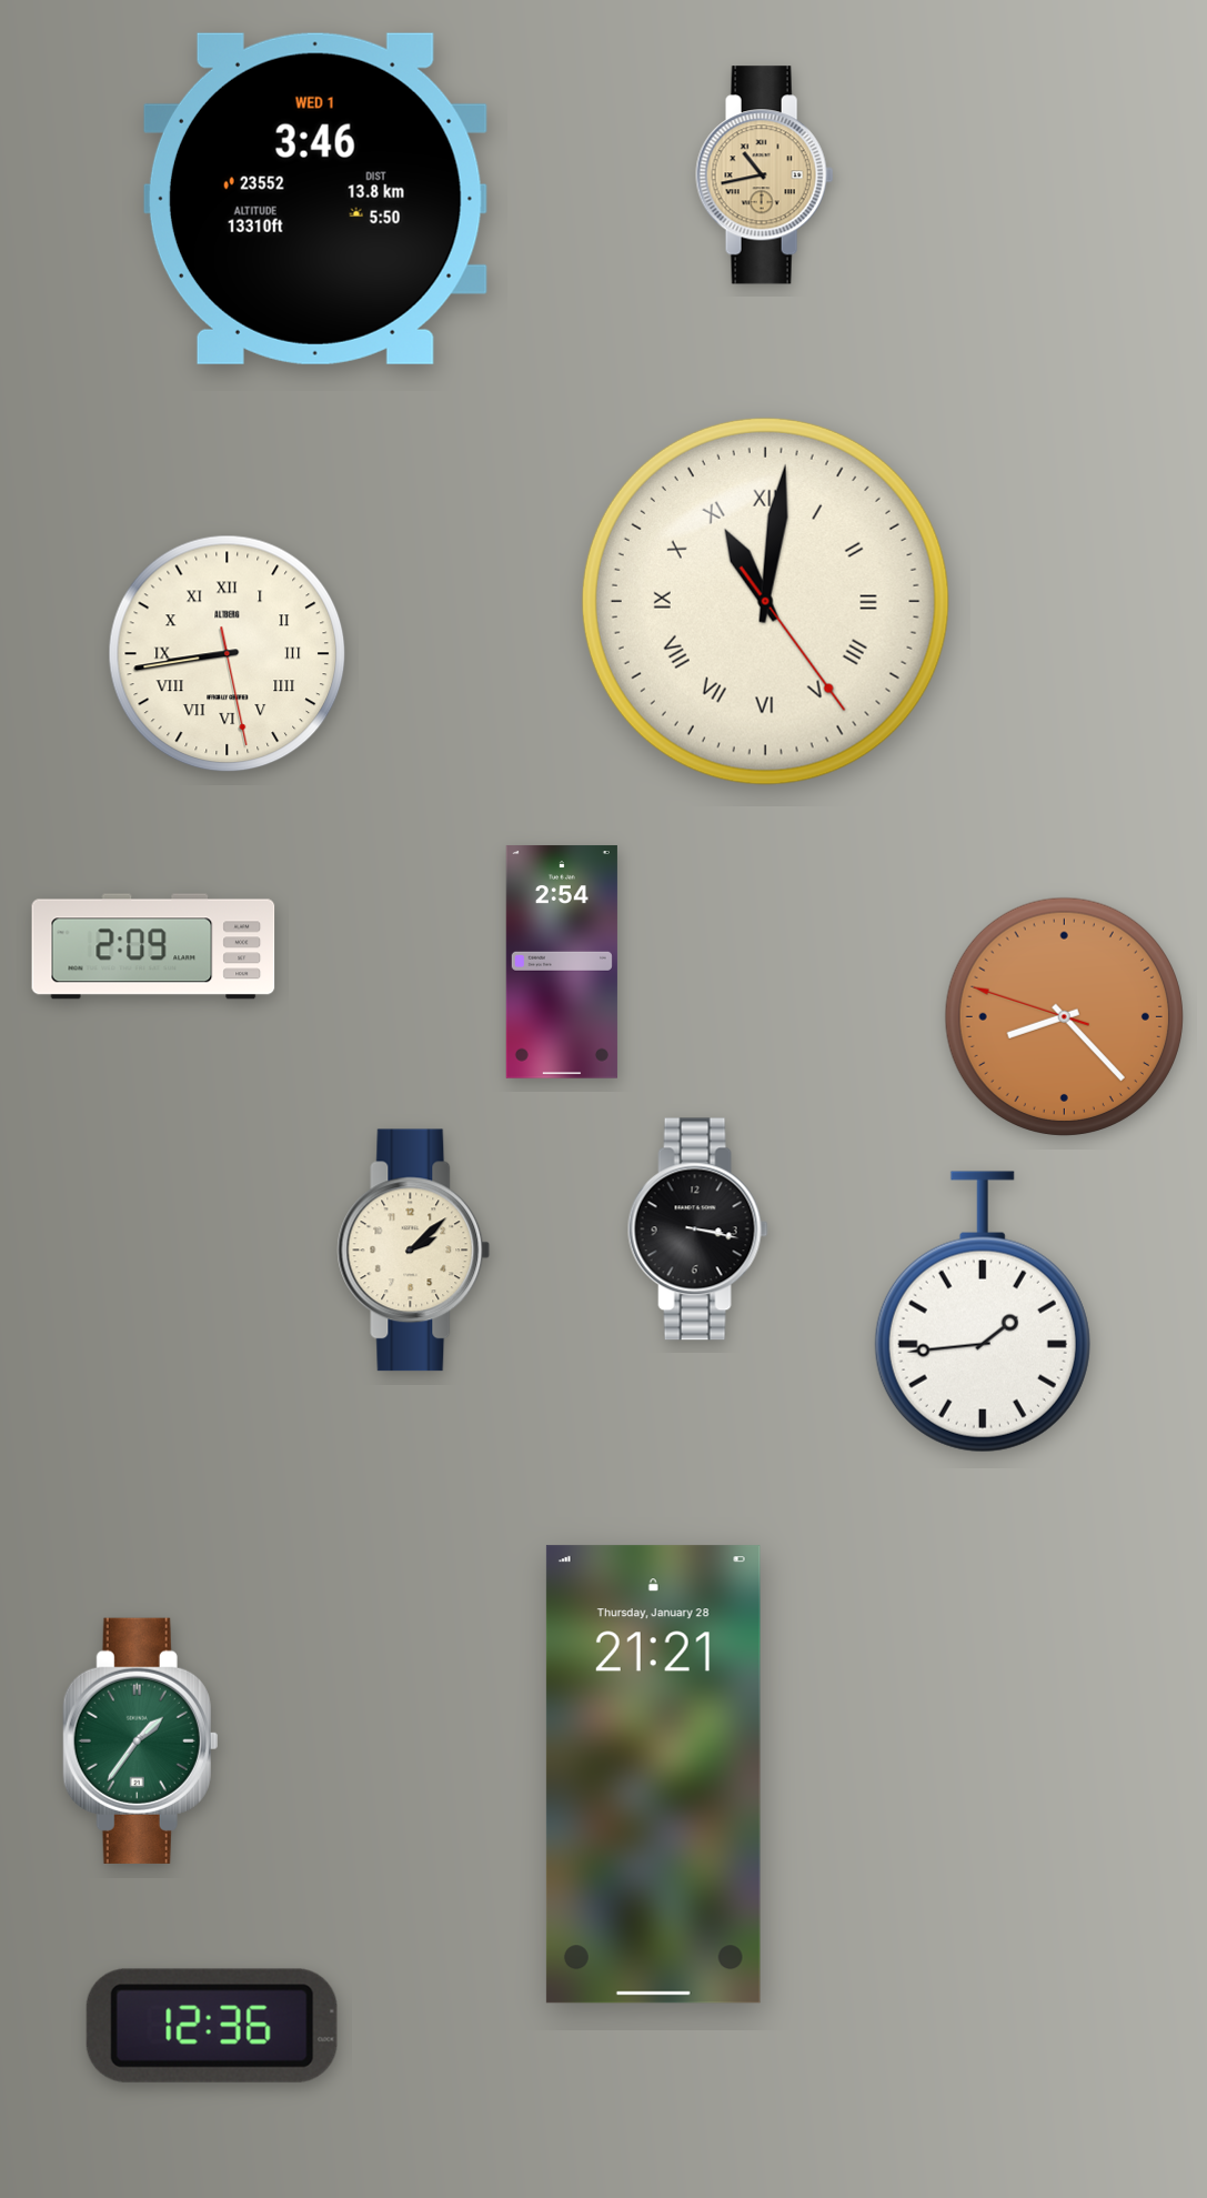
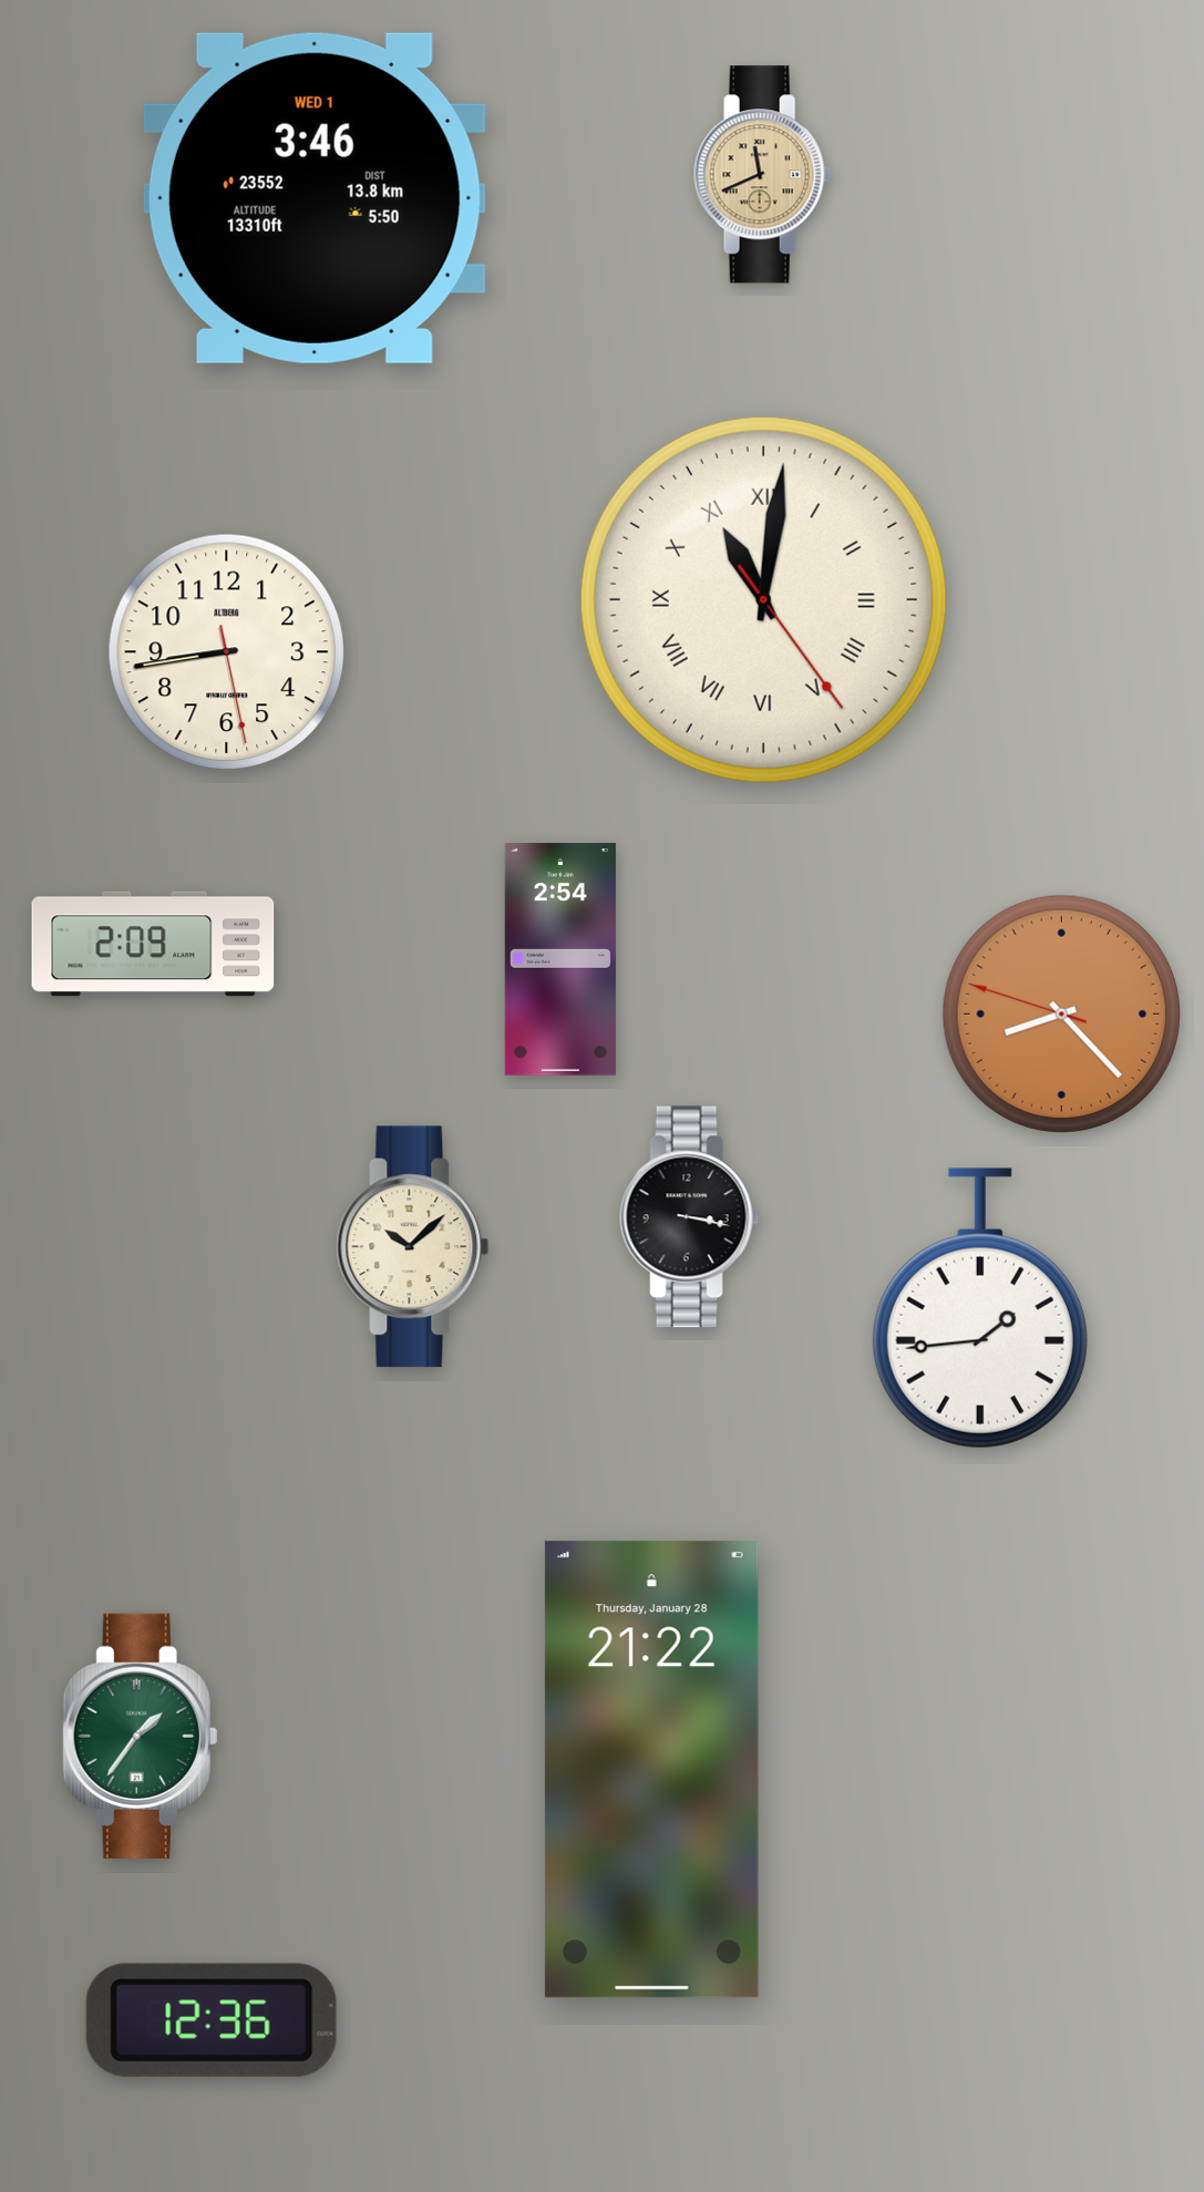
clock at (765, 175): 10:43 -> 11:41
clock at (228, 654) numerals: Roman -> Arabic
clock at (697, 1230) position: (697, 1230) -> (689, 1217)
clock at (414, 1251): 2:08 -> 10:08
clock at (653, 1775): 21:21 -> 21:22
